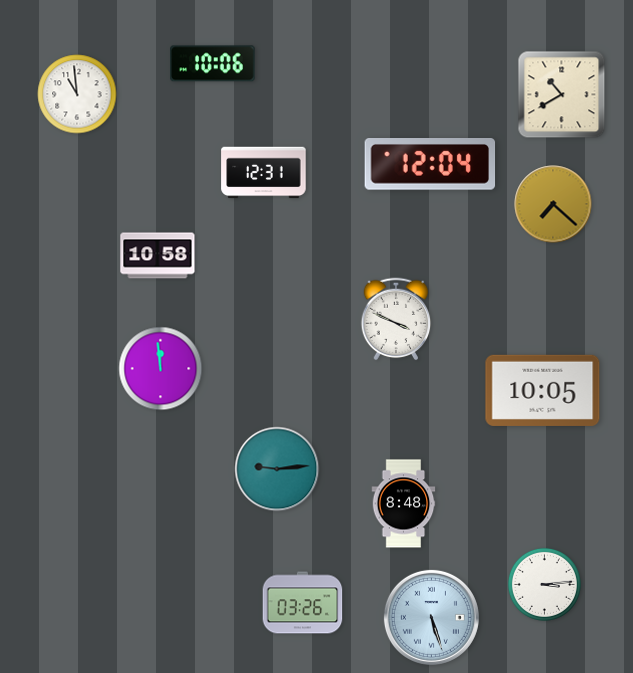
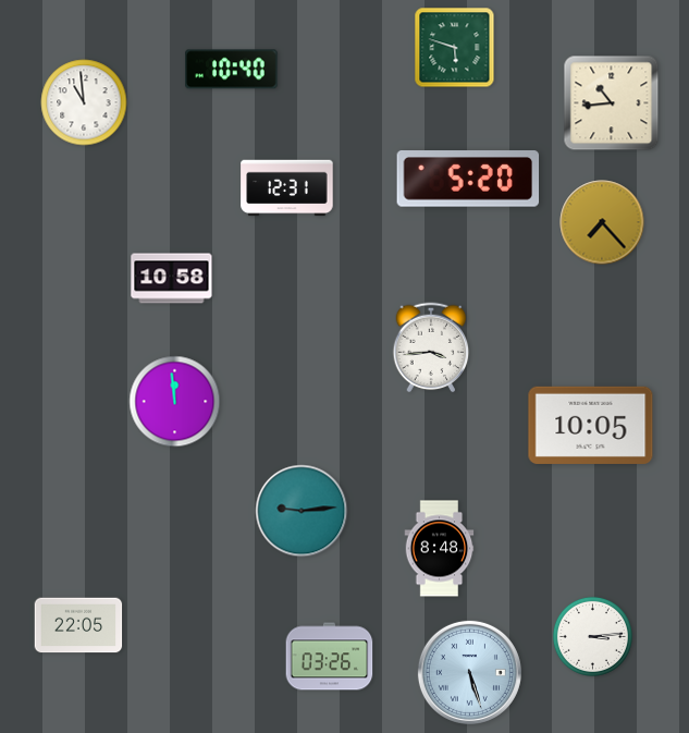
clock at (455, 48): none -> 5:48
clock at (213, 64): 10:06 -> 10:40
clock at (562, 95): 10:40 -> 10:44
clock at (430, 165): 12:04 -> 5:20
clock at (553, 204): 7:22 -> 7:23
clock at (396, 319): 3:49 -> 3:44
clock at (78, 625): none -> 22:05
